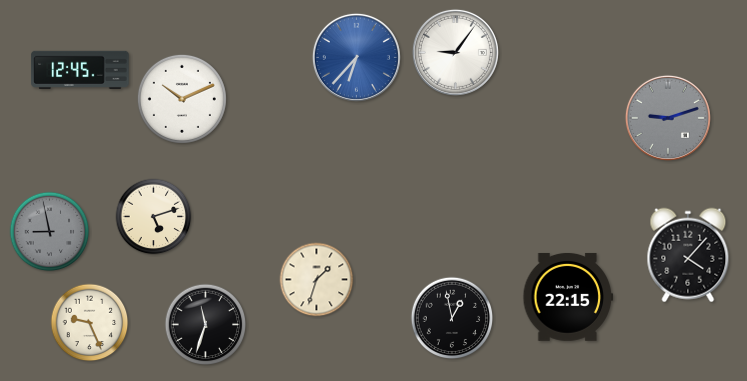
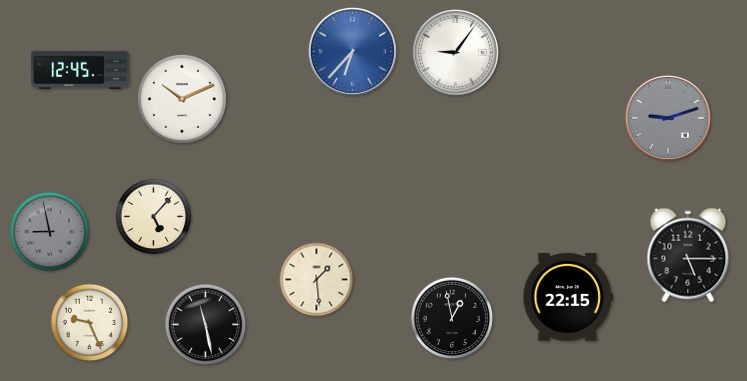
clock at (356, 57) position: (356, 57) -> (352, 51)
clock at (154, 217): 5:12 -> 5:07
clock at (688, 255): 4:07 -> 5:15
clock at (317, 280): 1:33 -> 1:29
clock at (206, 325): 11:33 -> 11:28
